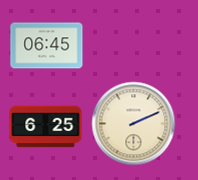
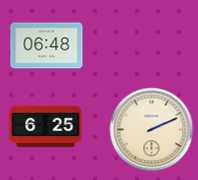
clock at (47, 46): 06:45 -> 06:48
clock at (134, 124) position: (134, 124) -> (152, 130)
